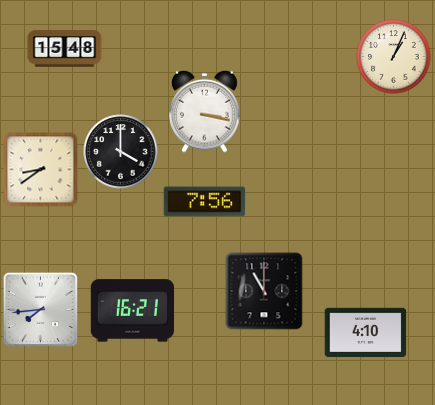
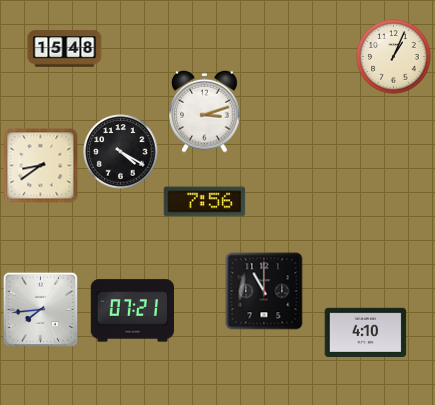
clock at (205, 111): 3:17 -> 3:12
clock at (121, 152): 4:00 -> 4:20
clock at (41, 170) position: (41, 170) -> (41, 166)
clock at (132, 311): 16:21 -> 07:21
